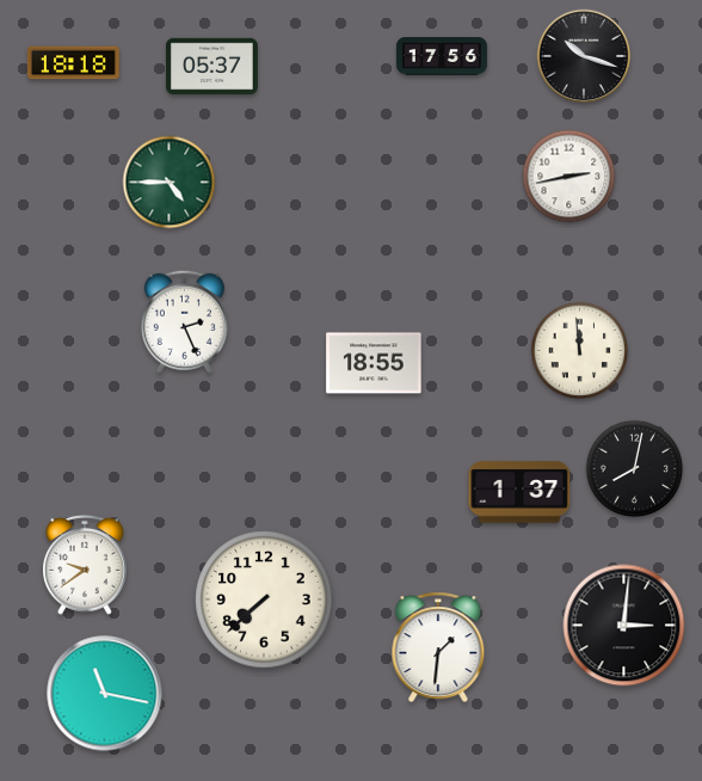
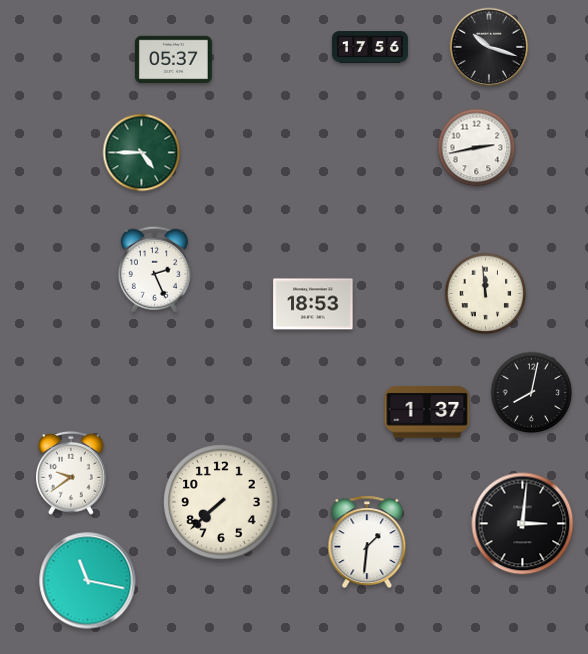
clock at (73, 63): 18:18 -> none
clock at (211, 67) position: (211, 67) -> (173, 60)
clock at (374, 363): 18:55 -> 18:53
clock at (519, 492) position: (519, 492) -> (427, 412)
